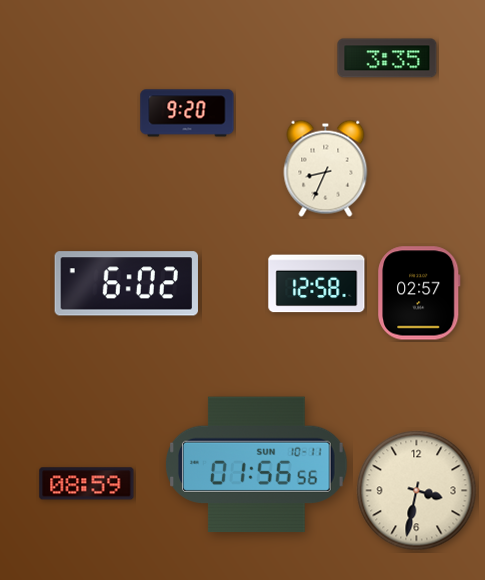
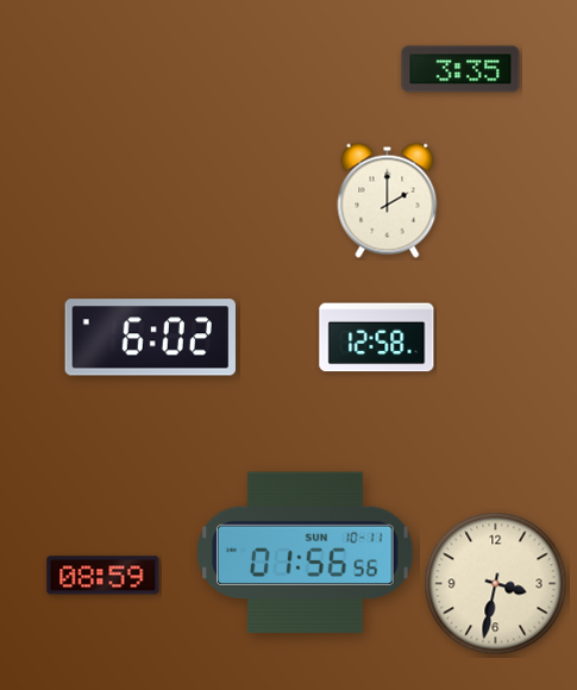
clock at (187, 113): 9:20 -> none
clock at (326, 168): 8:34 -> 2:00
clock at (419, 293): 02:57 -> none
